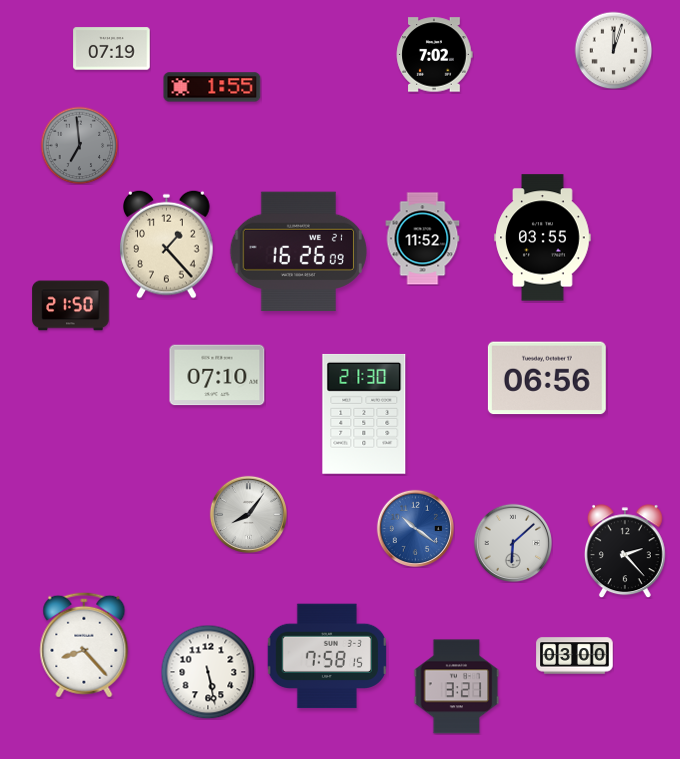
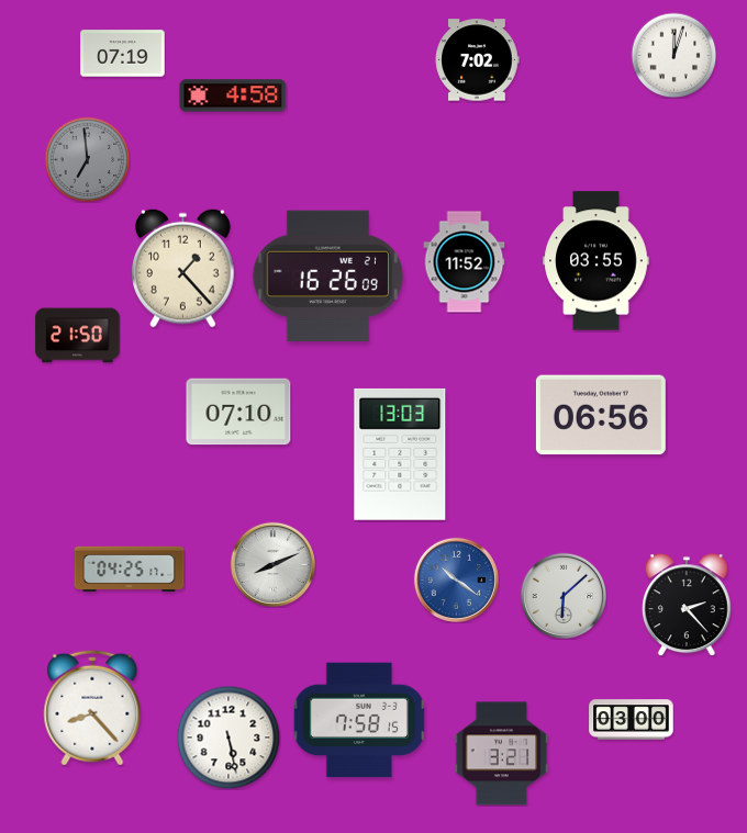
clock at (212, 87): 1:55 -> 4:58
clock at (364, 414): 21:30 -> 13:03
clock at (248, 514): 8:06 -> 8:11
clock at (130, 569): none -> 04:25
